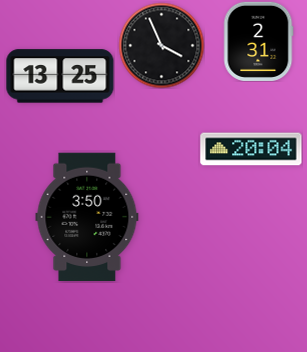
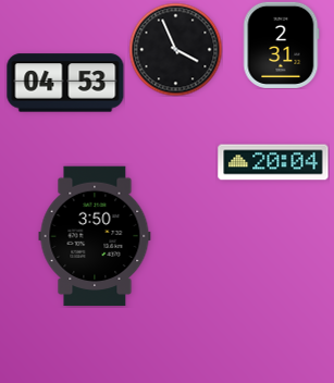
clock at (60, 76): 13:25 -> 04:53
